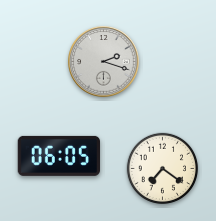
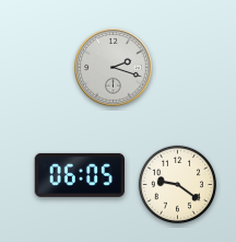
clock at (58, 156) position: (58, 156) -> (79, 175)
clock at (162, 168): 7:21 -> 9:21
